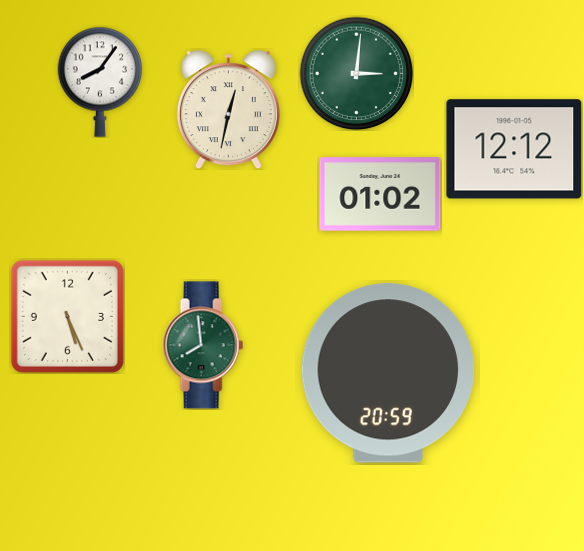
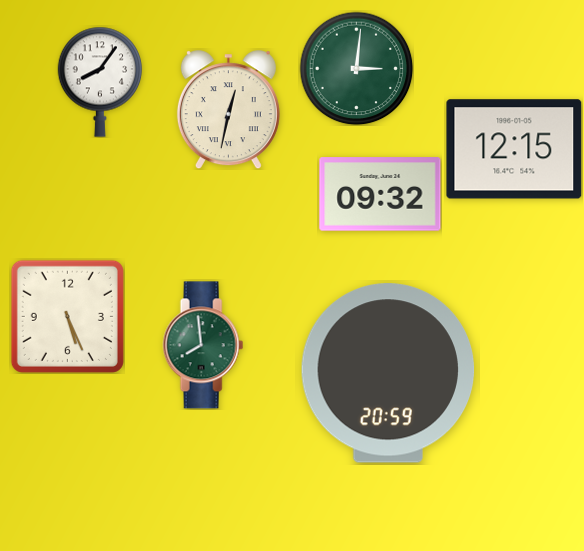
clock at (356, 73) position: (356, 73) -> (356, 68)
clock at (514, 149): 12:12 -> 12:15
clock at (380, 194): 01:02 -> 09:32
